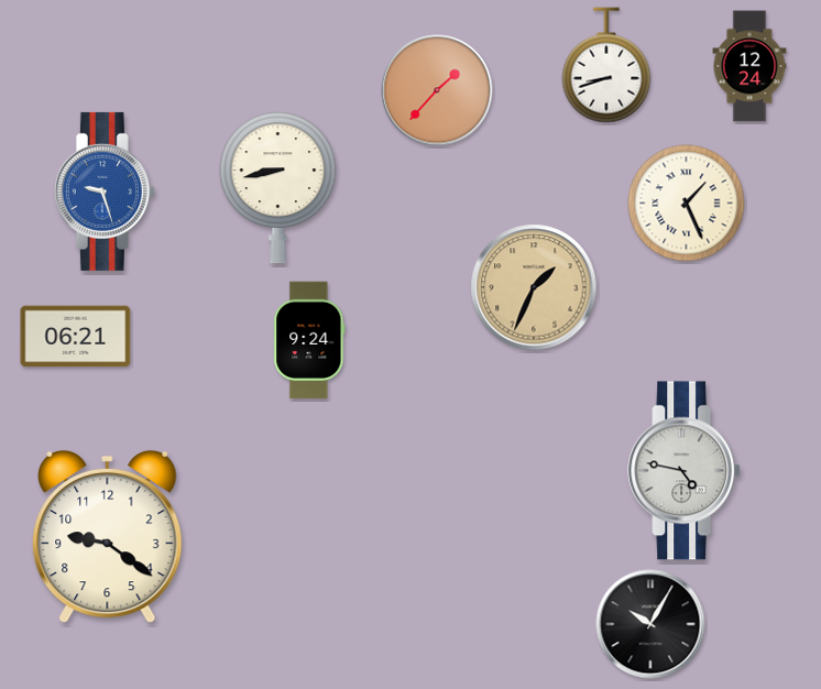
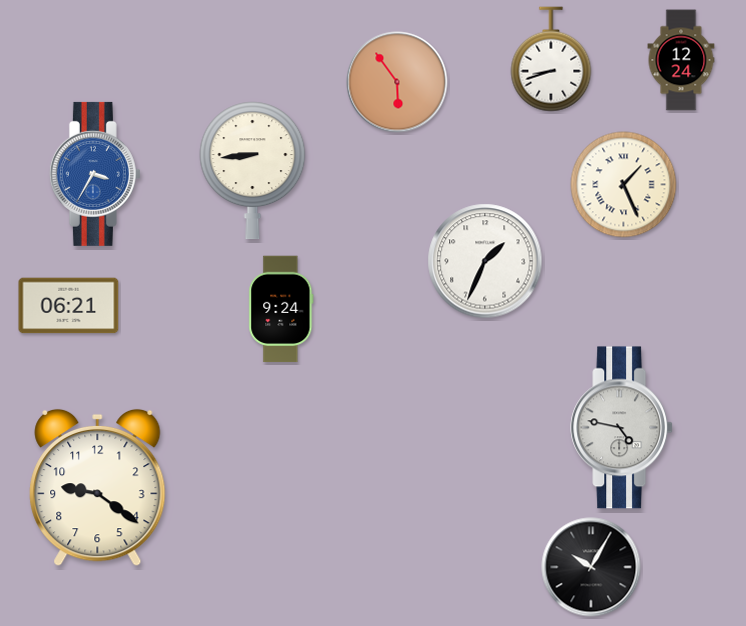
clock at (437, 90): 1:37 -> 5:54
clock at (278, 188): 8:43 -> 8:44
clock at (105, 192): 9:27 -> 3:35
clock at (534, 287) dial: champagne -> white
